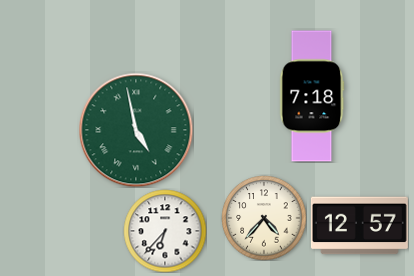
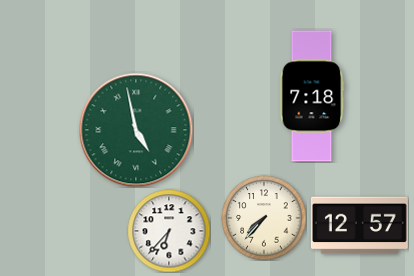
clock at (264, 218): 4:37 -> 7:37
clock at (165, 231) position: (165, 231) -> (169, 231)
